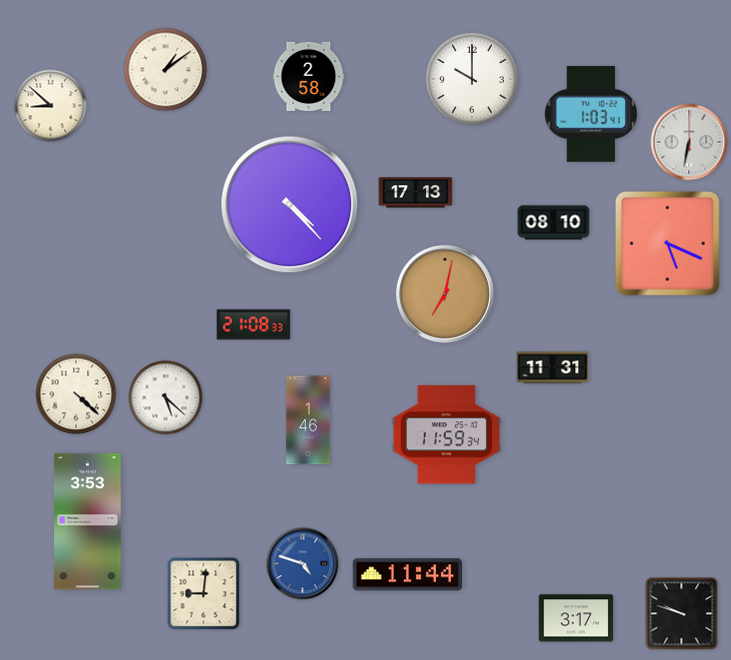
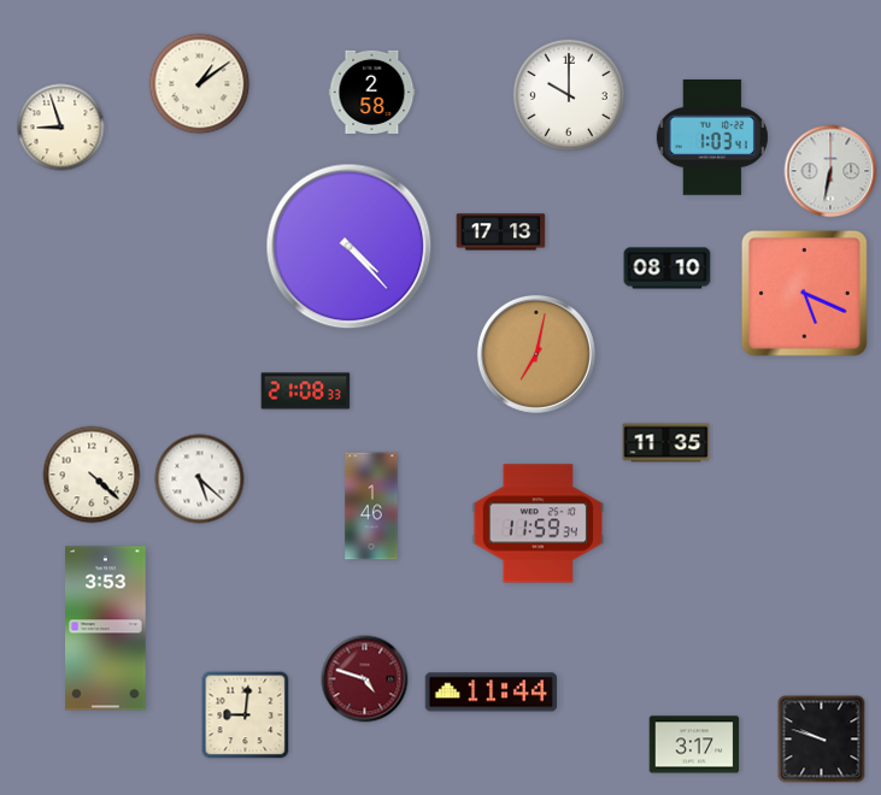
clock at (51, 106): 8:52 -> 8:57
clock at (553, 368): 11:31 -> 11:35
clock at (303, 564) dial: blue -> burgundy
